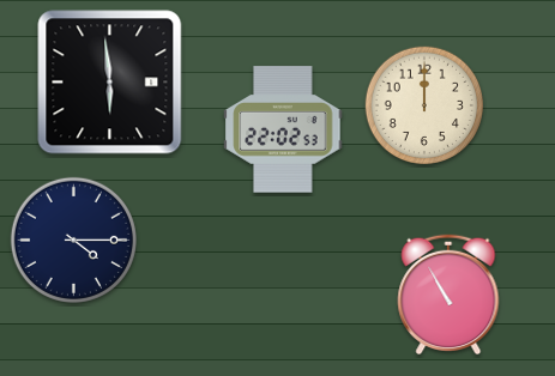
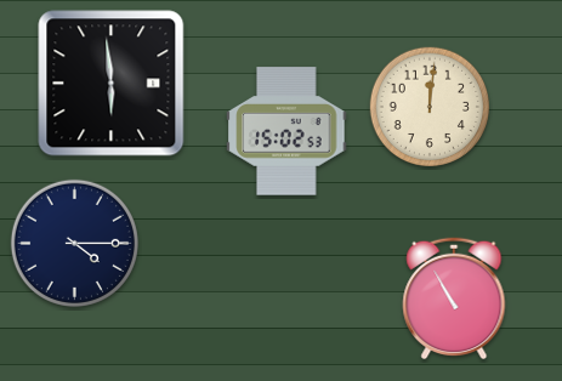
clock at (424, 105): 12:00 -> 12:01
clock at (283, 129): 22:02 -> 15:02
